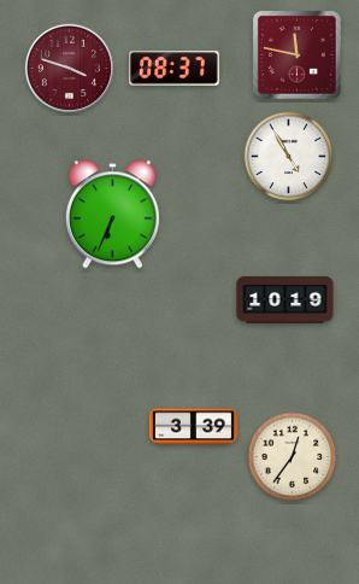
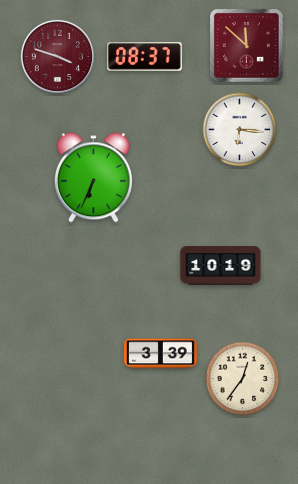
clock at (298, 56): 11:47 -> 11:52
clock at (289, 157): 4:55 -> 6:16
clock at (286, 300) position: (286, 300) -> (221, 266)
